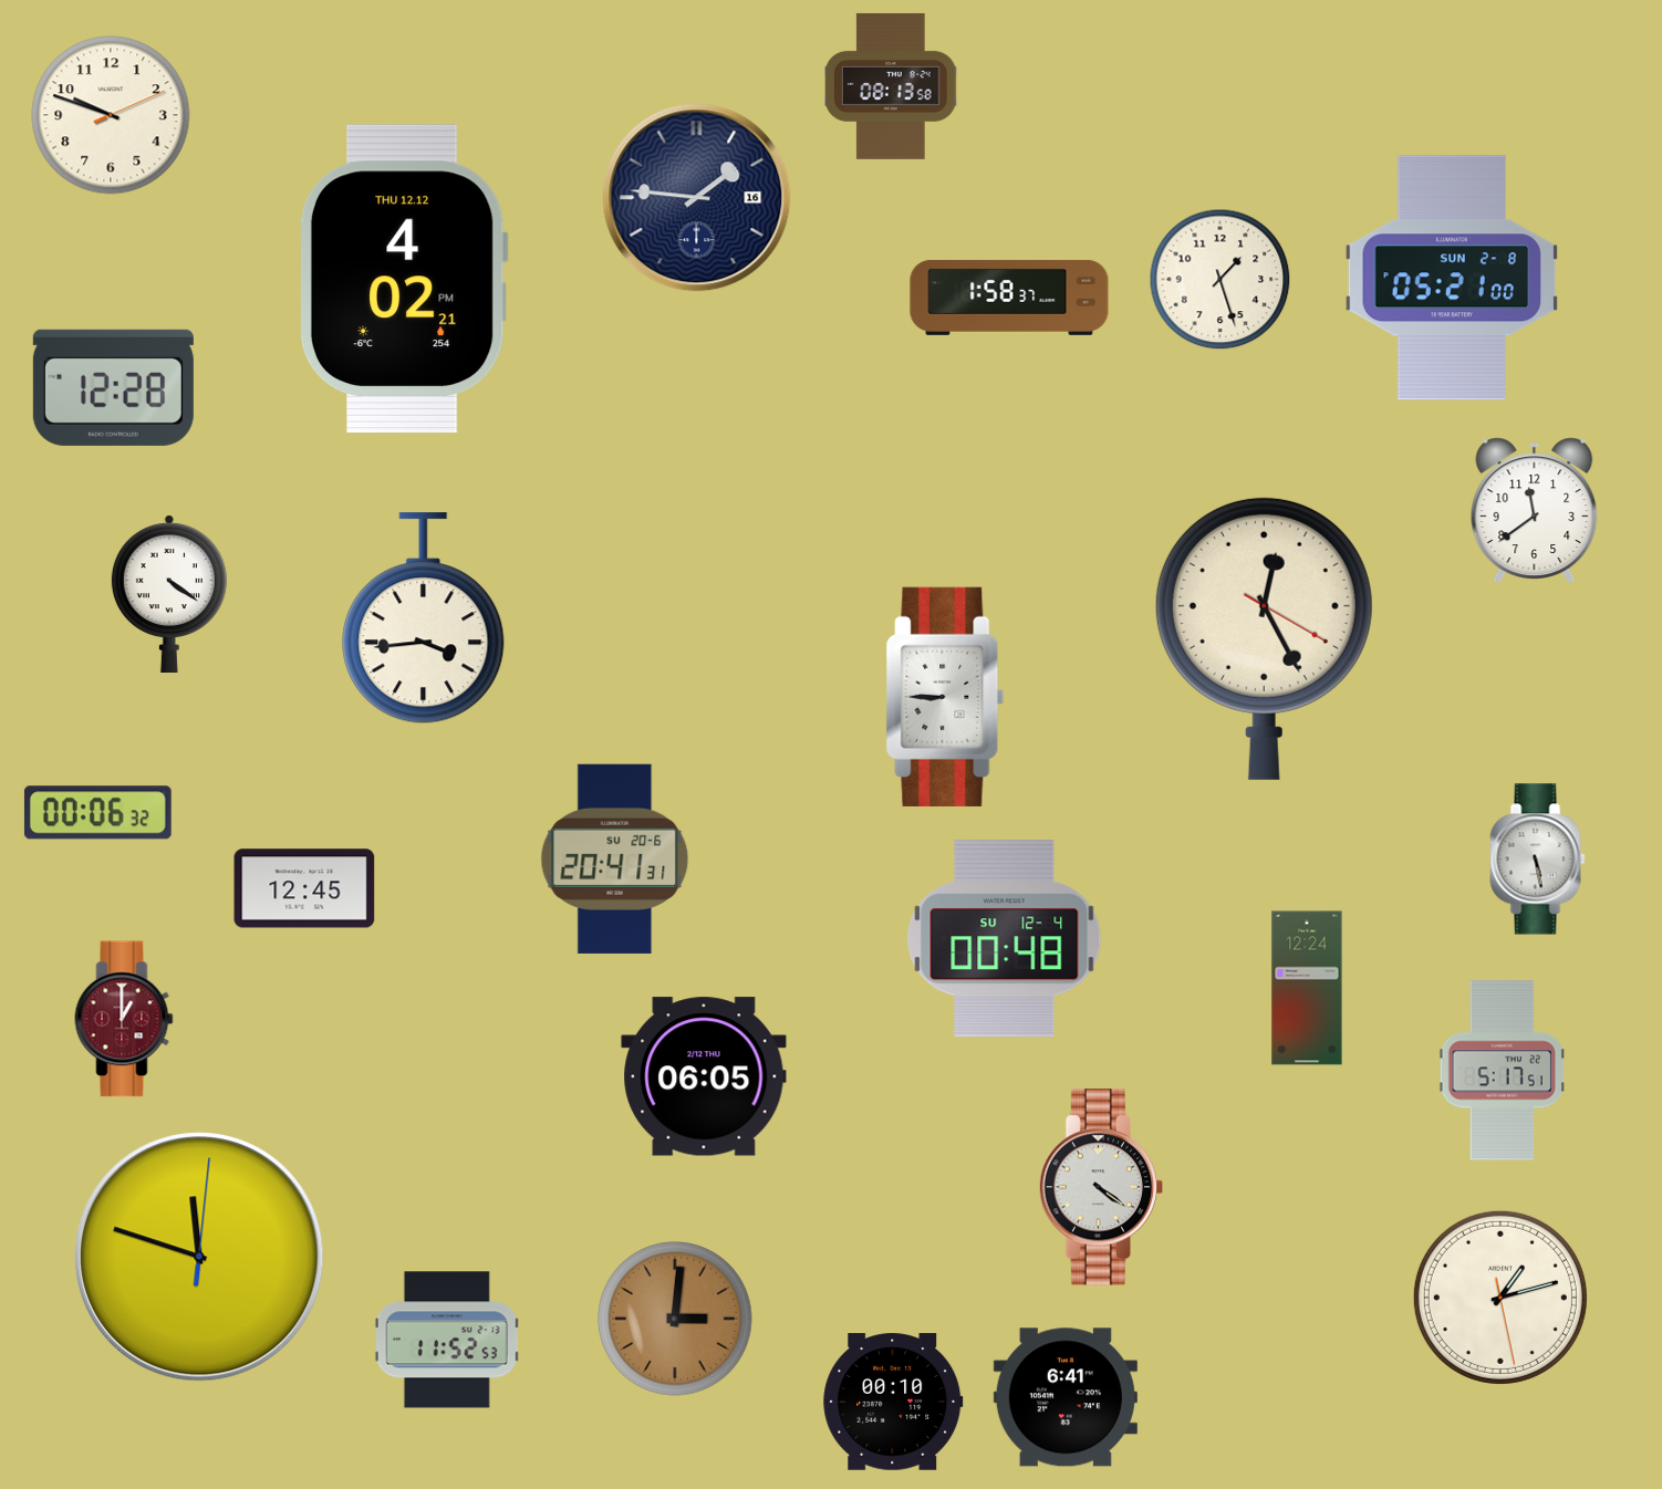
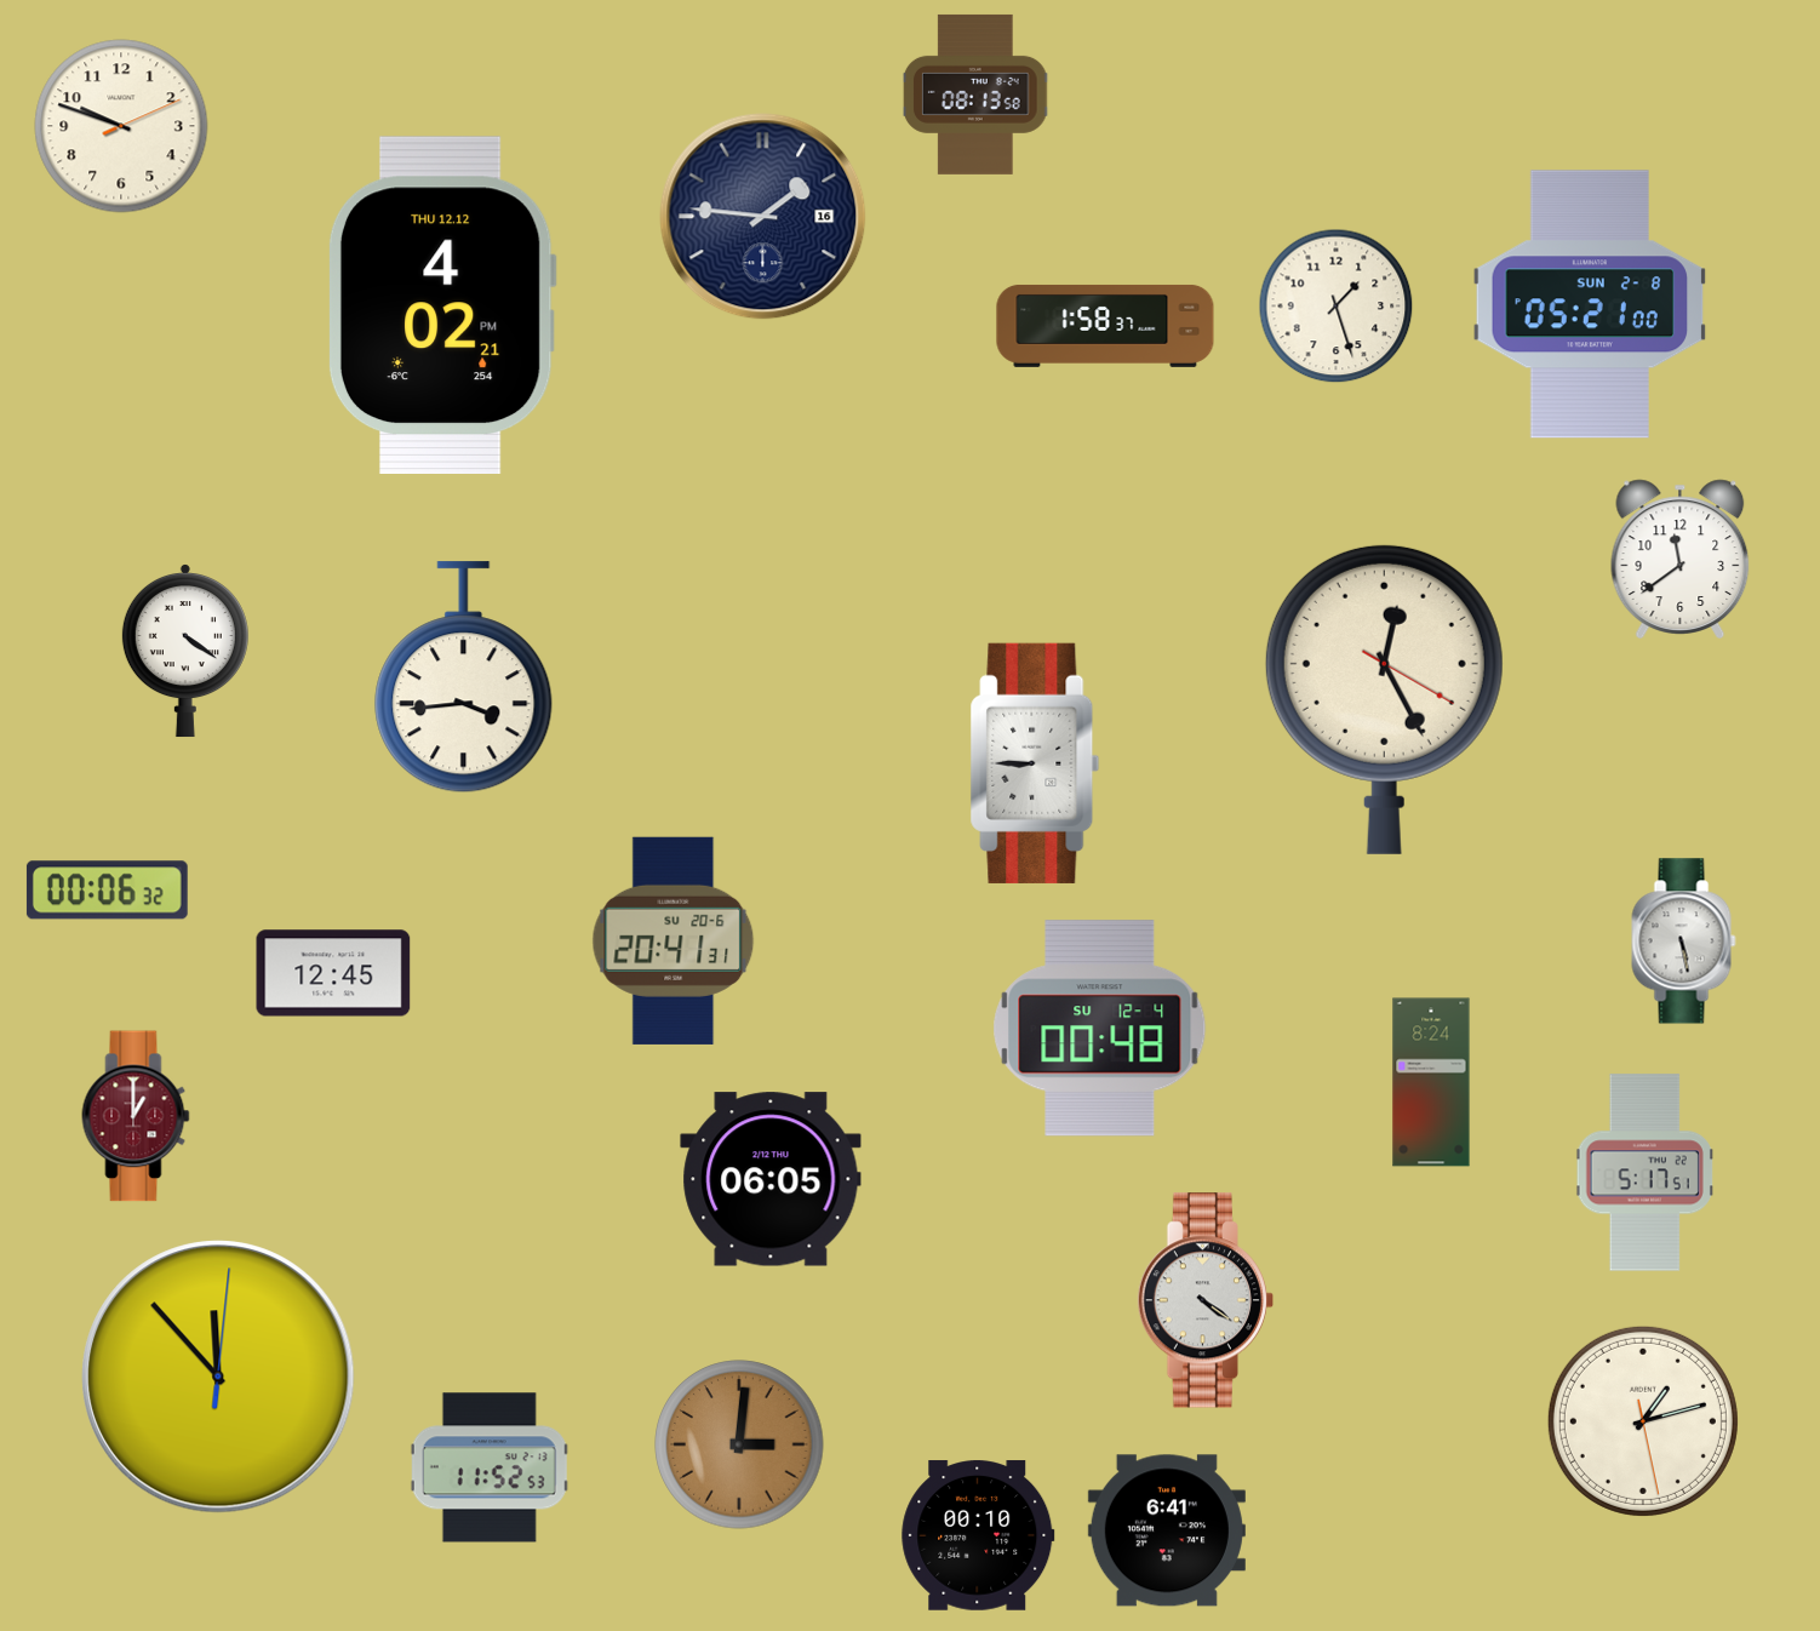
clock at (113, 387): 12:28 -> none
clock at (1307, 988): 12:24 -> 8:24
clock at (199, 1257): 11:48 -> 11:53
